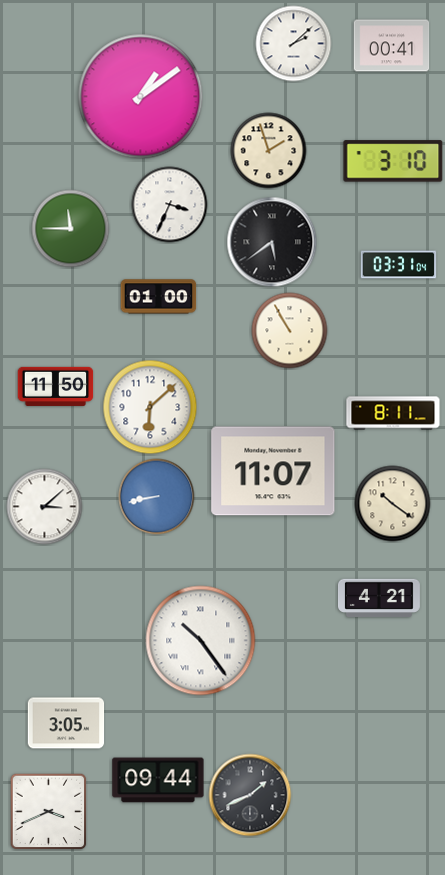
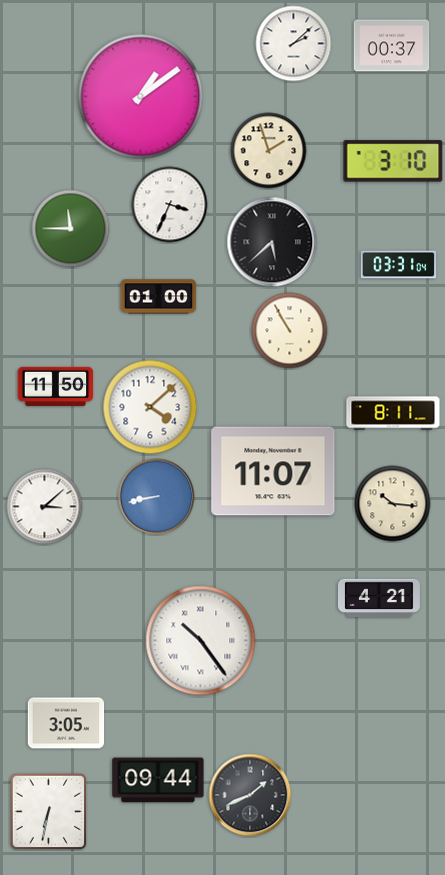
clock at (392, 46): 00:41 -> 00:37
clock at (272, 242): 5:39 -> 5:38
clock at (150, 407): 6:08 -> 4:08
clock at (393, 504): 10:21 -> 10:16
clock at (49, 812): 3:41 -> 6:32
